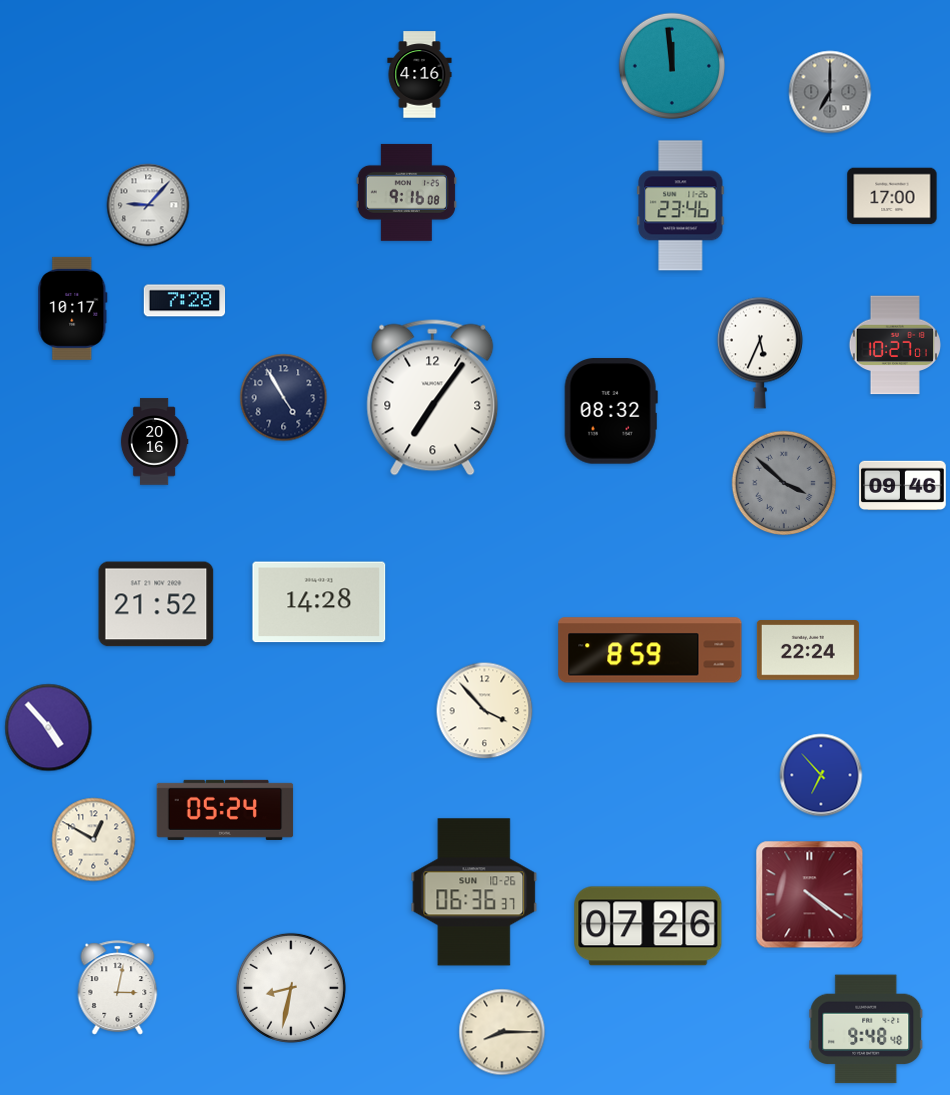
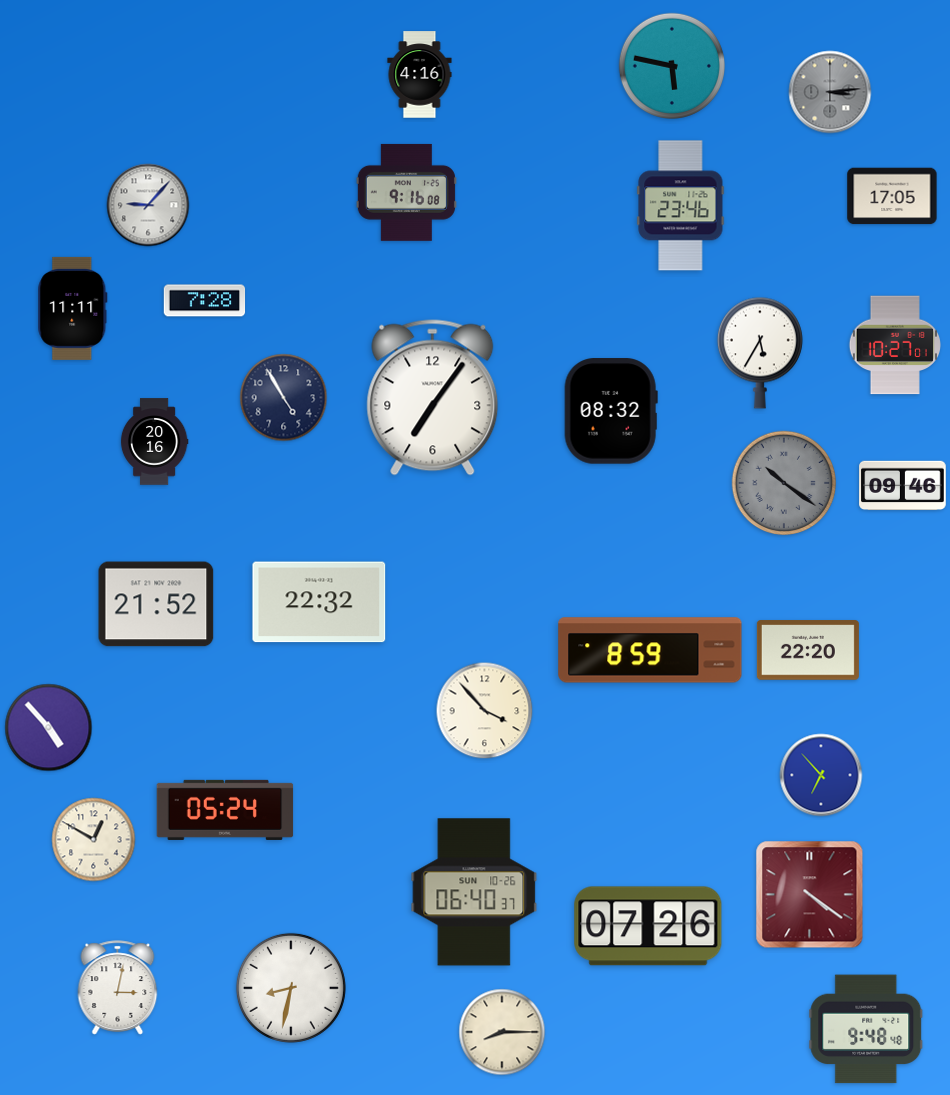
clock at (671, 65): 11:59 -> 5:47
clock at (830, 92): 7:00 -> 3:14
clock at (892, 196): 17:00 -> 17:05
clock at (185, 301) position: (185, 301) -> (205, 301)
clock at (73, 308): 10:17 -> 11:11
clock at (760, 353): 5:34 -> 5:35
clock at (784, 483): 3:52 -> 10:21
clock at (319, 602): 14:28 -> 22:32
clock at (808, 650): 22:24 -> 22:20
clock at (474, 892): 06:36 -> 06:40
